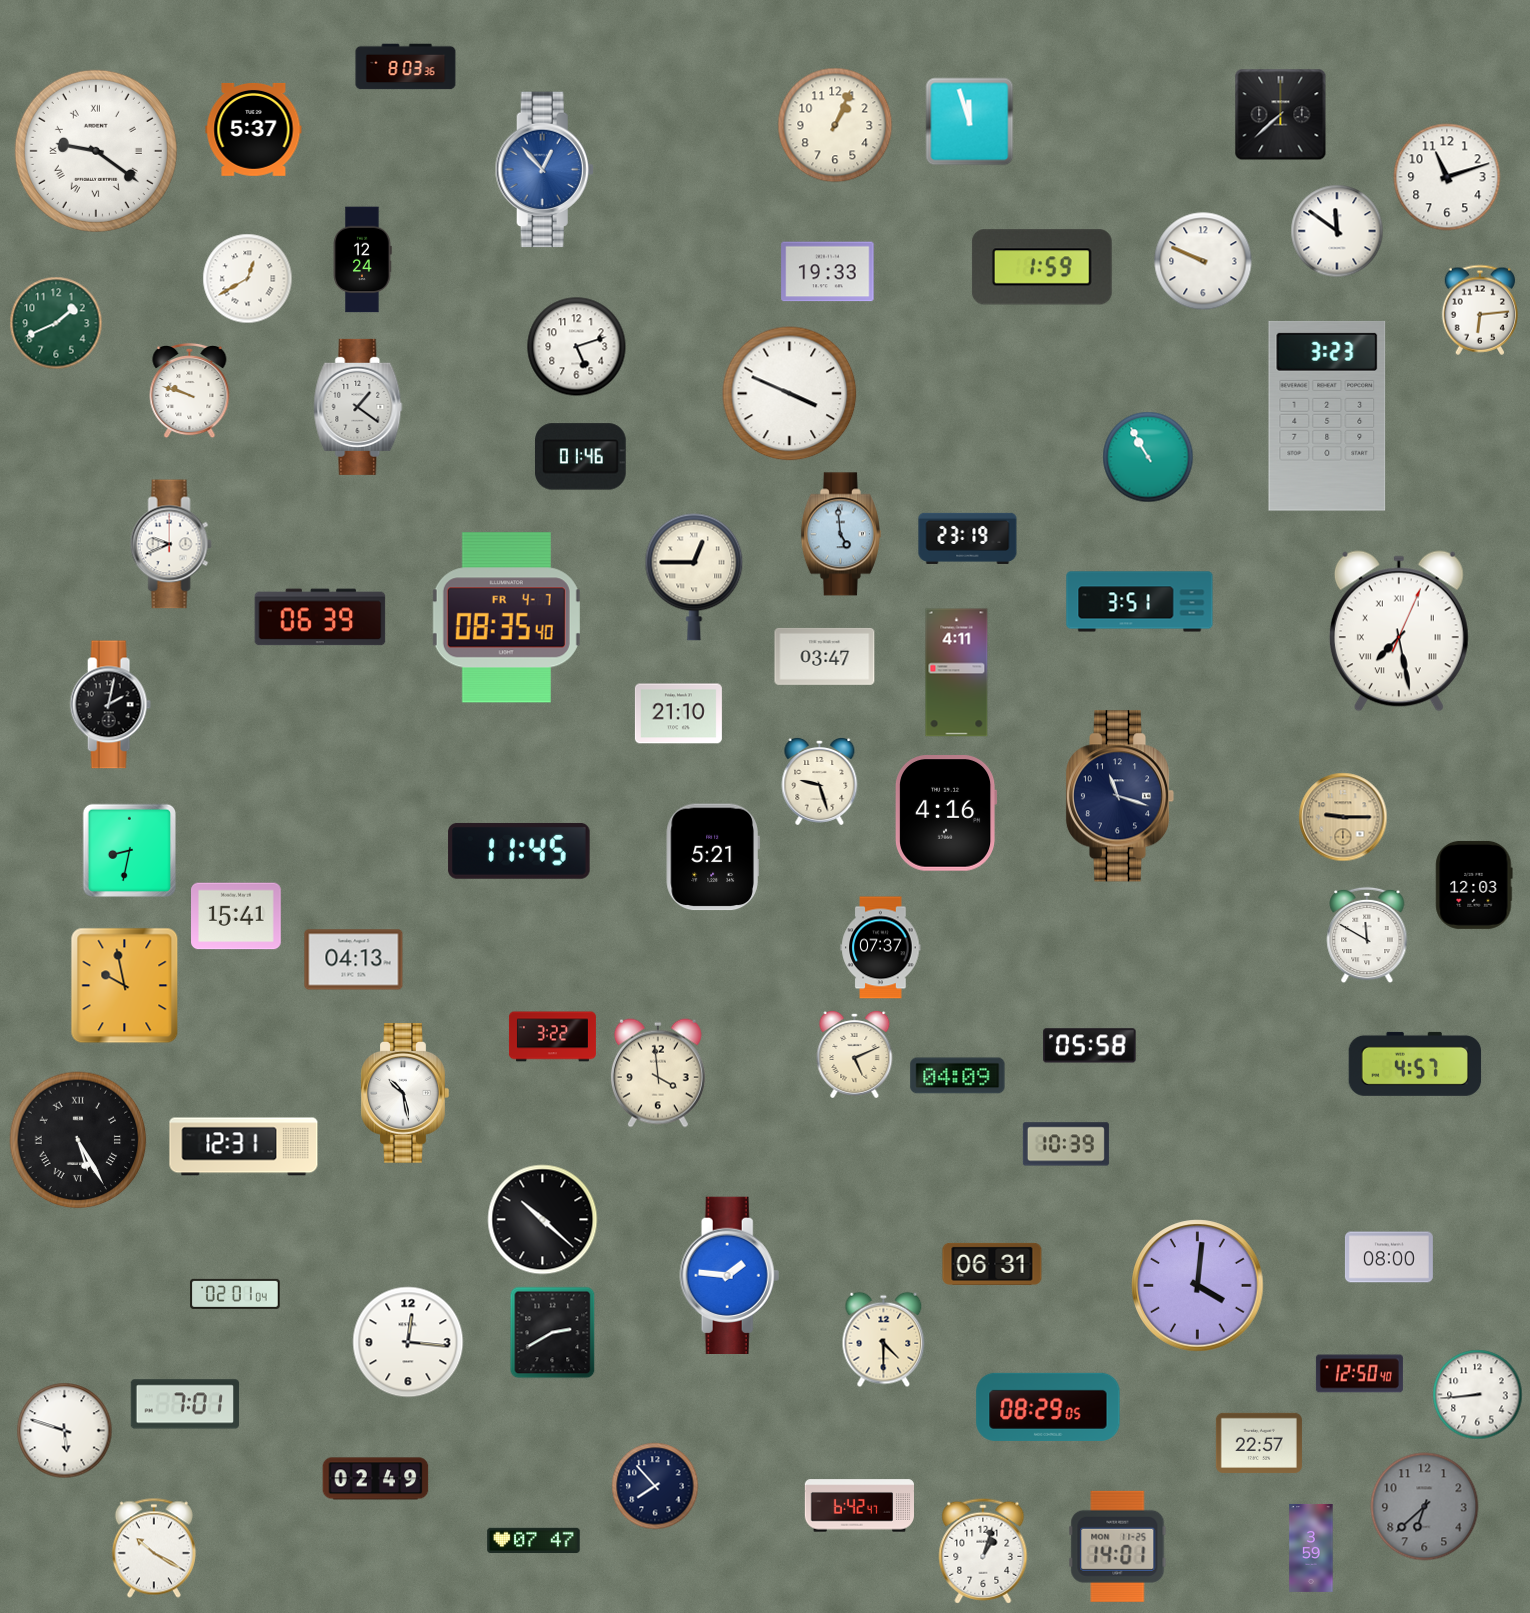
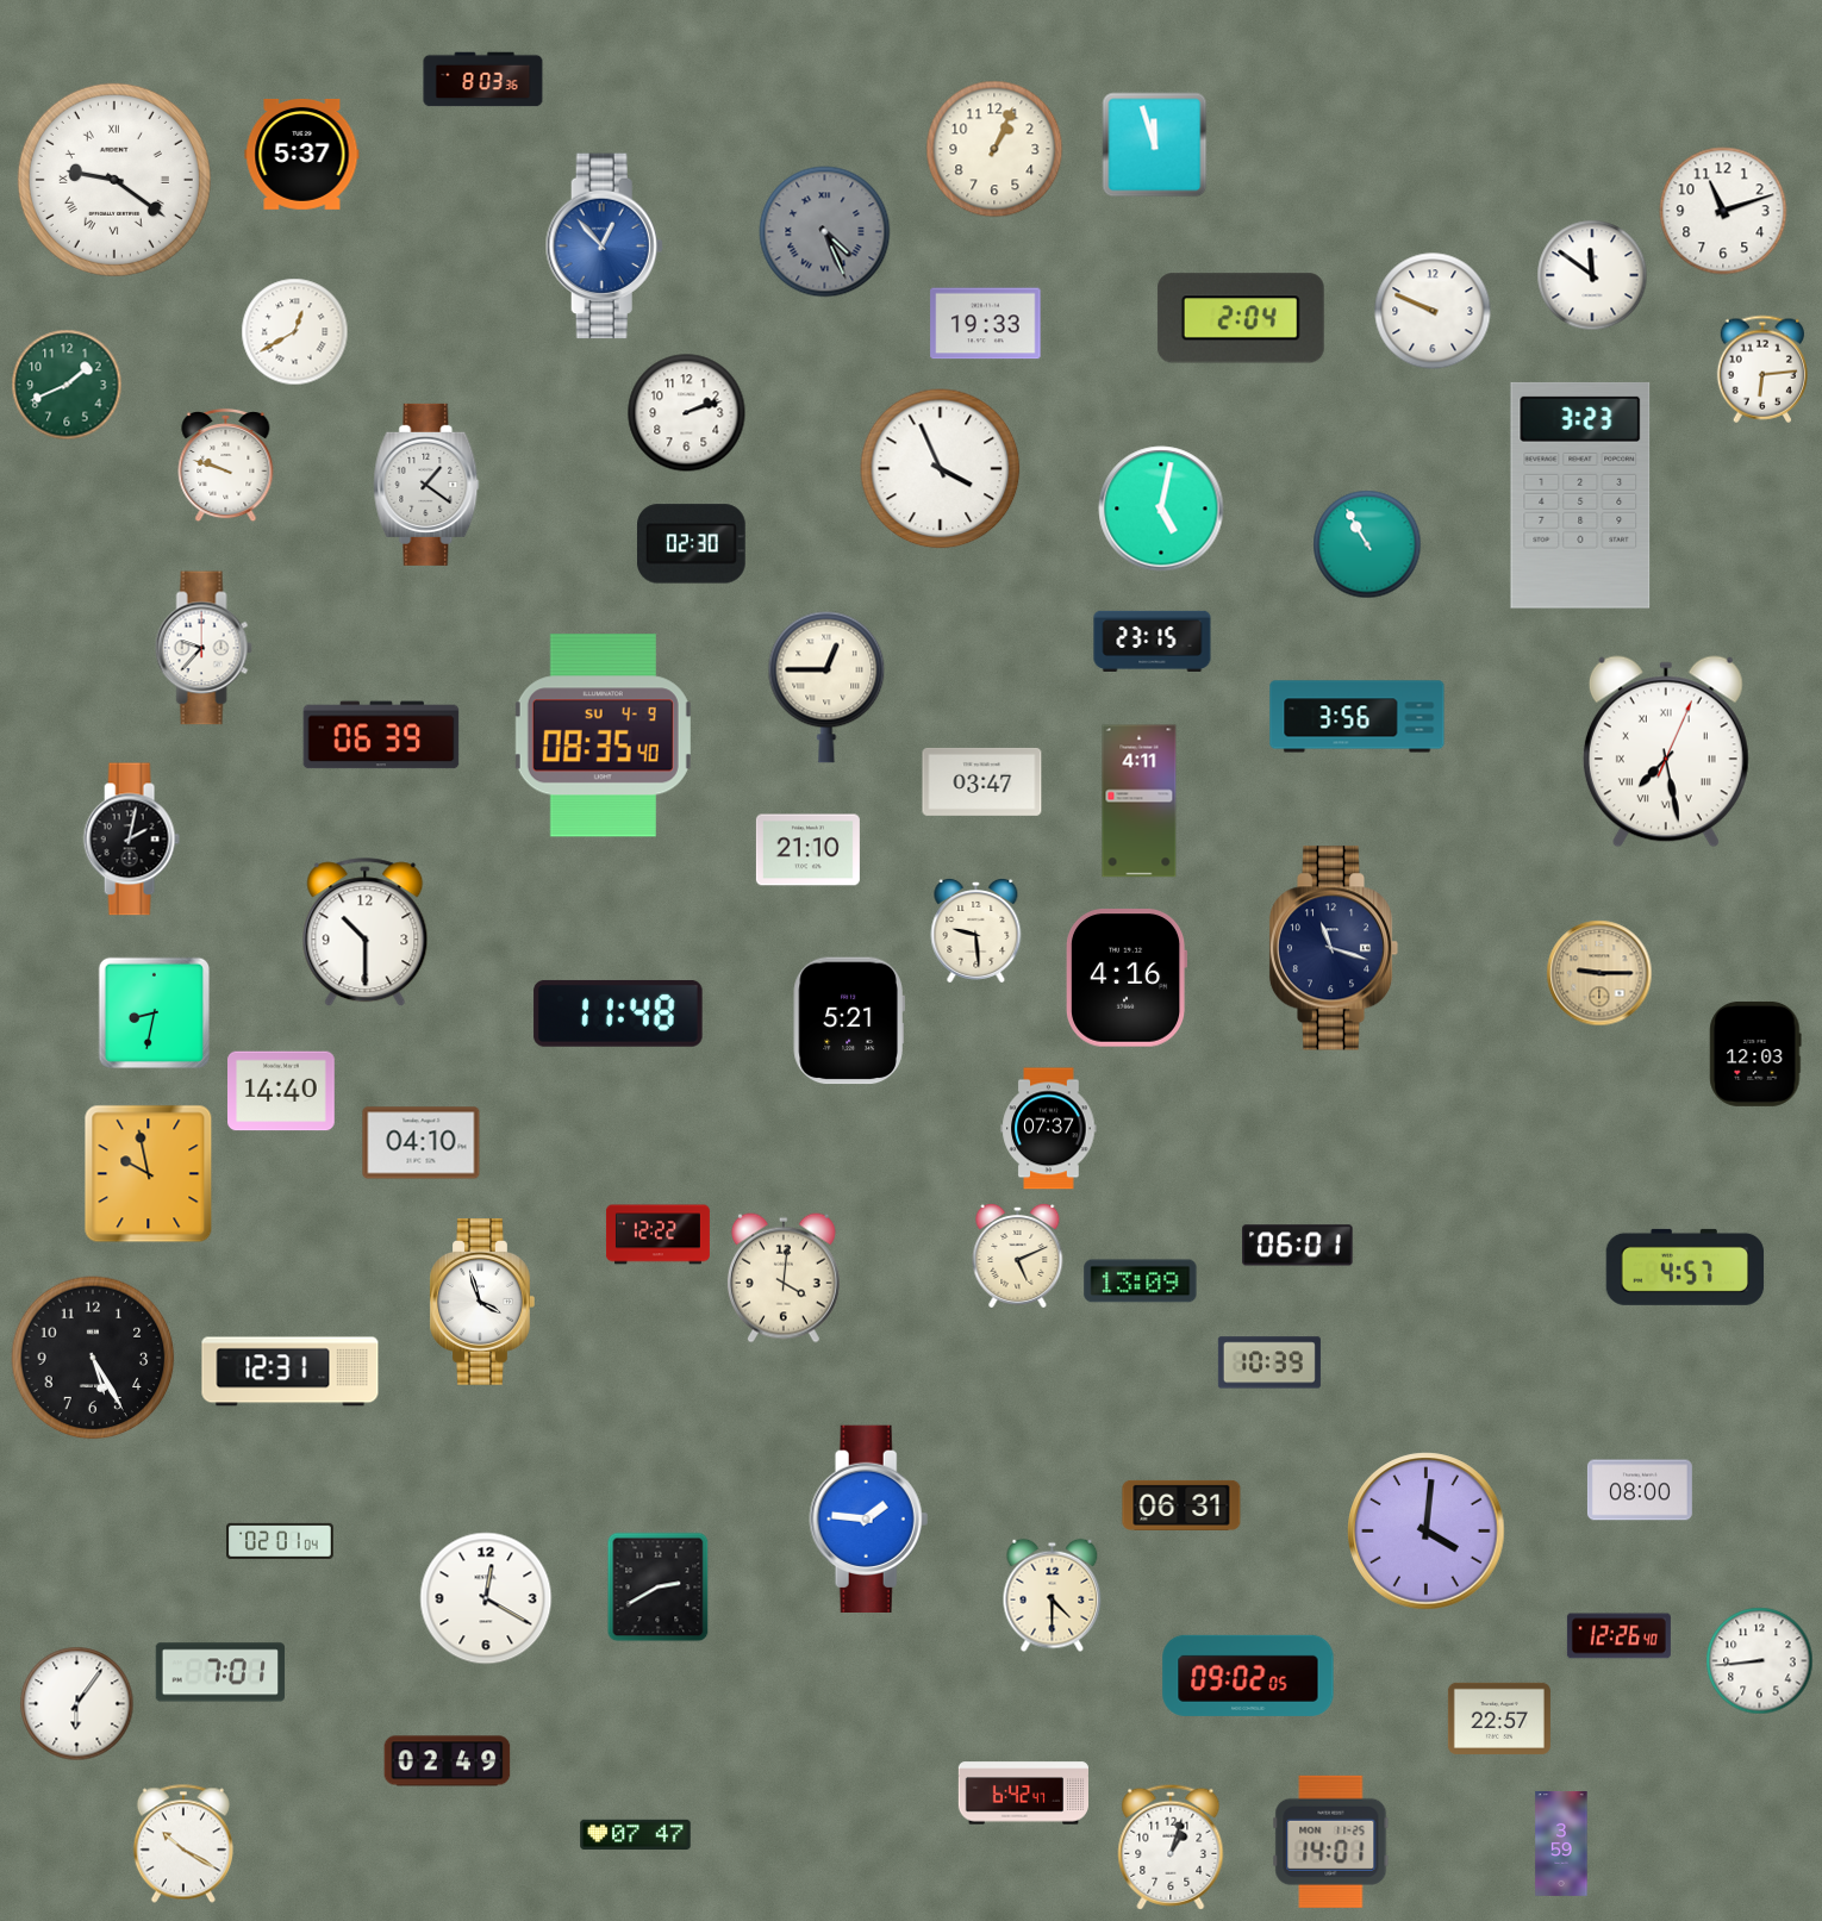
clock at (1281, 115): 7:38 -> none
clock at (544, 170) position: (544, 170) -> (604, 247)
clock at (825, 232): none -> 4:26
clock at (362, 260): 12:24 -> none
clock at (1042, 267): 1:59 -> 2:04
clock at (577, 347): 5:12 -> 2:12
clock at (790, 394): 3:49 -> 3:56
clock at (1161, 509): none -> 5:02
clock at (581, 457): 01:46 -> 02:30
clock at (841, 534): 4:59 -> none
clock at (968, 538): 23:19 -> 23:15
clock at (171, 544): 9:41 -> 9:37
clock at (1140, 602): 3:51 -> 3:56
clock at (506, 618) date: FR 4-7 -> SU 4-9
clock at (820, 781): 9:27 -> 9:29
clock at (366, 933): none -> 10:30
clock at (946, 813) position: (946, 813) -> (1127, 978)
clock at (519, 851): 11:45 -> 11:48
clock at (237, 916): 15:41 -> 14:40
clock at (1367, 935): 11:50 -> none
clock at (354, 960): 04:13 -> 04:10
clock at (552, 1037): 3:22 -> 12:22
clock at (1090, 1046): 05:58 -> 06:01
clock at (658, 1073): 3:59 -> 4:01
clock at (958, 1076): 04:09 -> 13:09
clock at (405, 1094): 10:28 -> 3:57
clock at (78, 1140) numerals: Roman -> Arabic
clock at (244, 1147) position: (244, 1147) -> (291, 1372)
clock at (543, 1220): 10:22 -> none
clock at (1389, 1257) position: (1389, 1257) -> (1640, 1490)
clock at (408, 1342): 12:16 -> 12:20
clock at (1359, 1374): 12:50 -> 12:26
clock at (1048, 1407): 08:29 -> 09:02
clock at (65, 1431): 5:48 -> 6:06
clock at (655, 1486): 7:53 -> none
clock at (1425, 1507): 6:38 -> none
